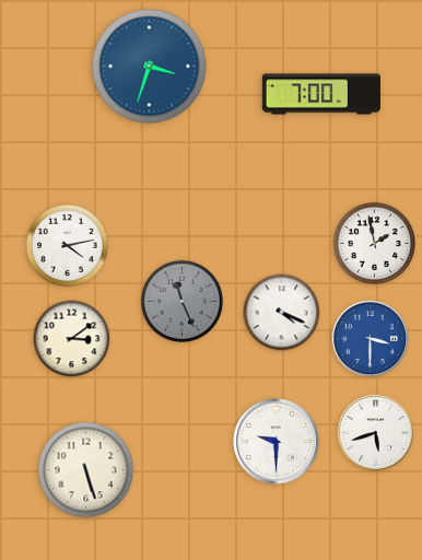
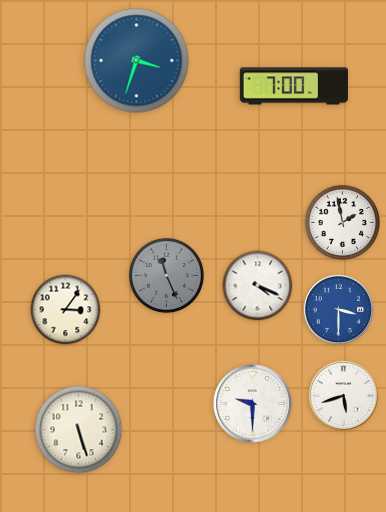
clock at (67, 245): 4:13 -> none
clock at (72, 339): 3:09 -> 3:06
